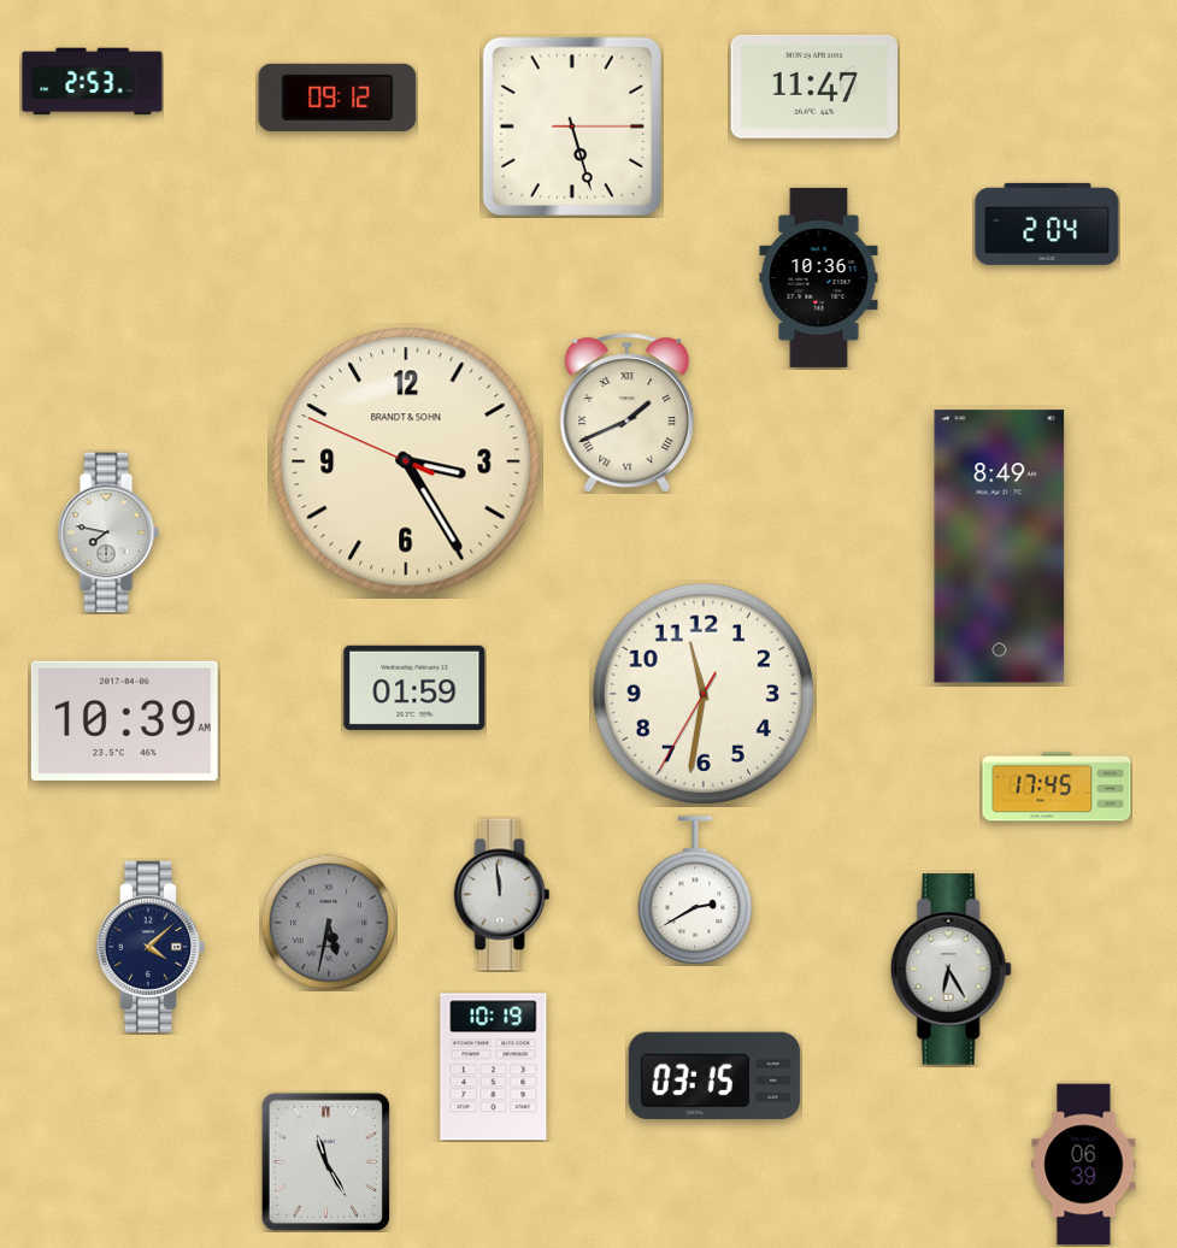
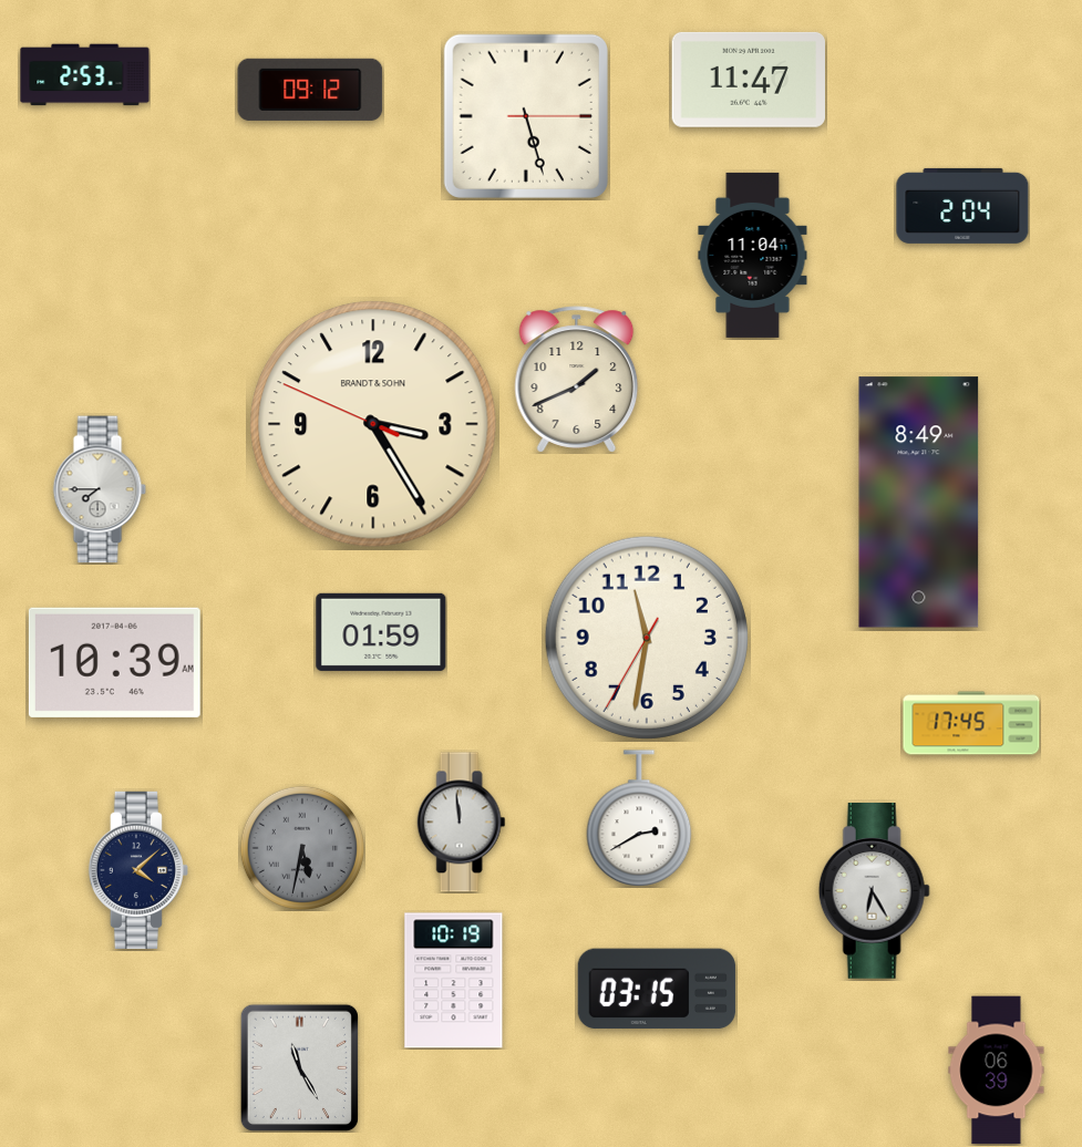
clock at (819, 277): 10:36 -> 11:04
clock at (628, 413) numerals: Roman -> Arabic
clock at (108, 532): 7:47 -> 7:45
